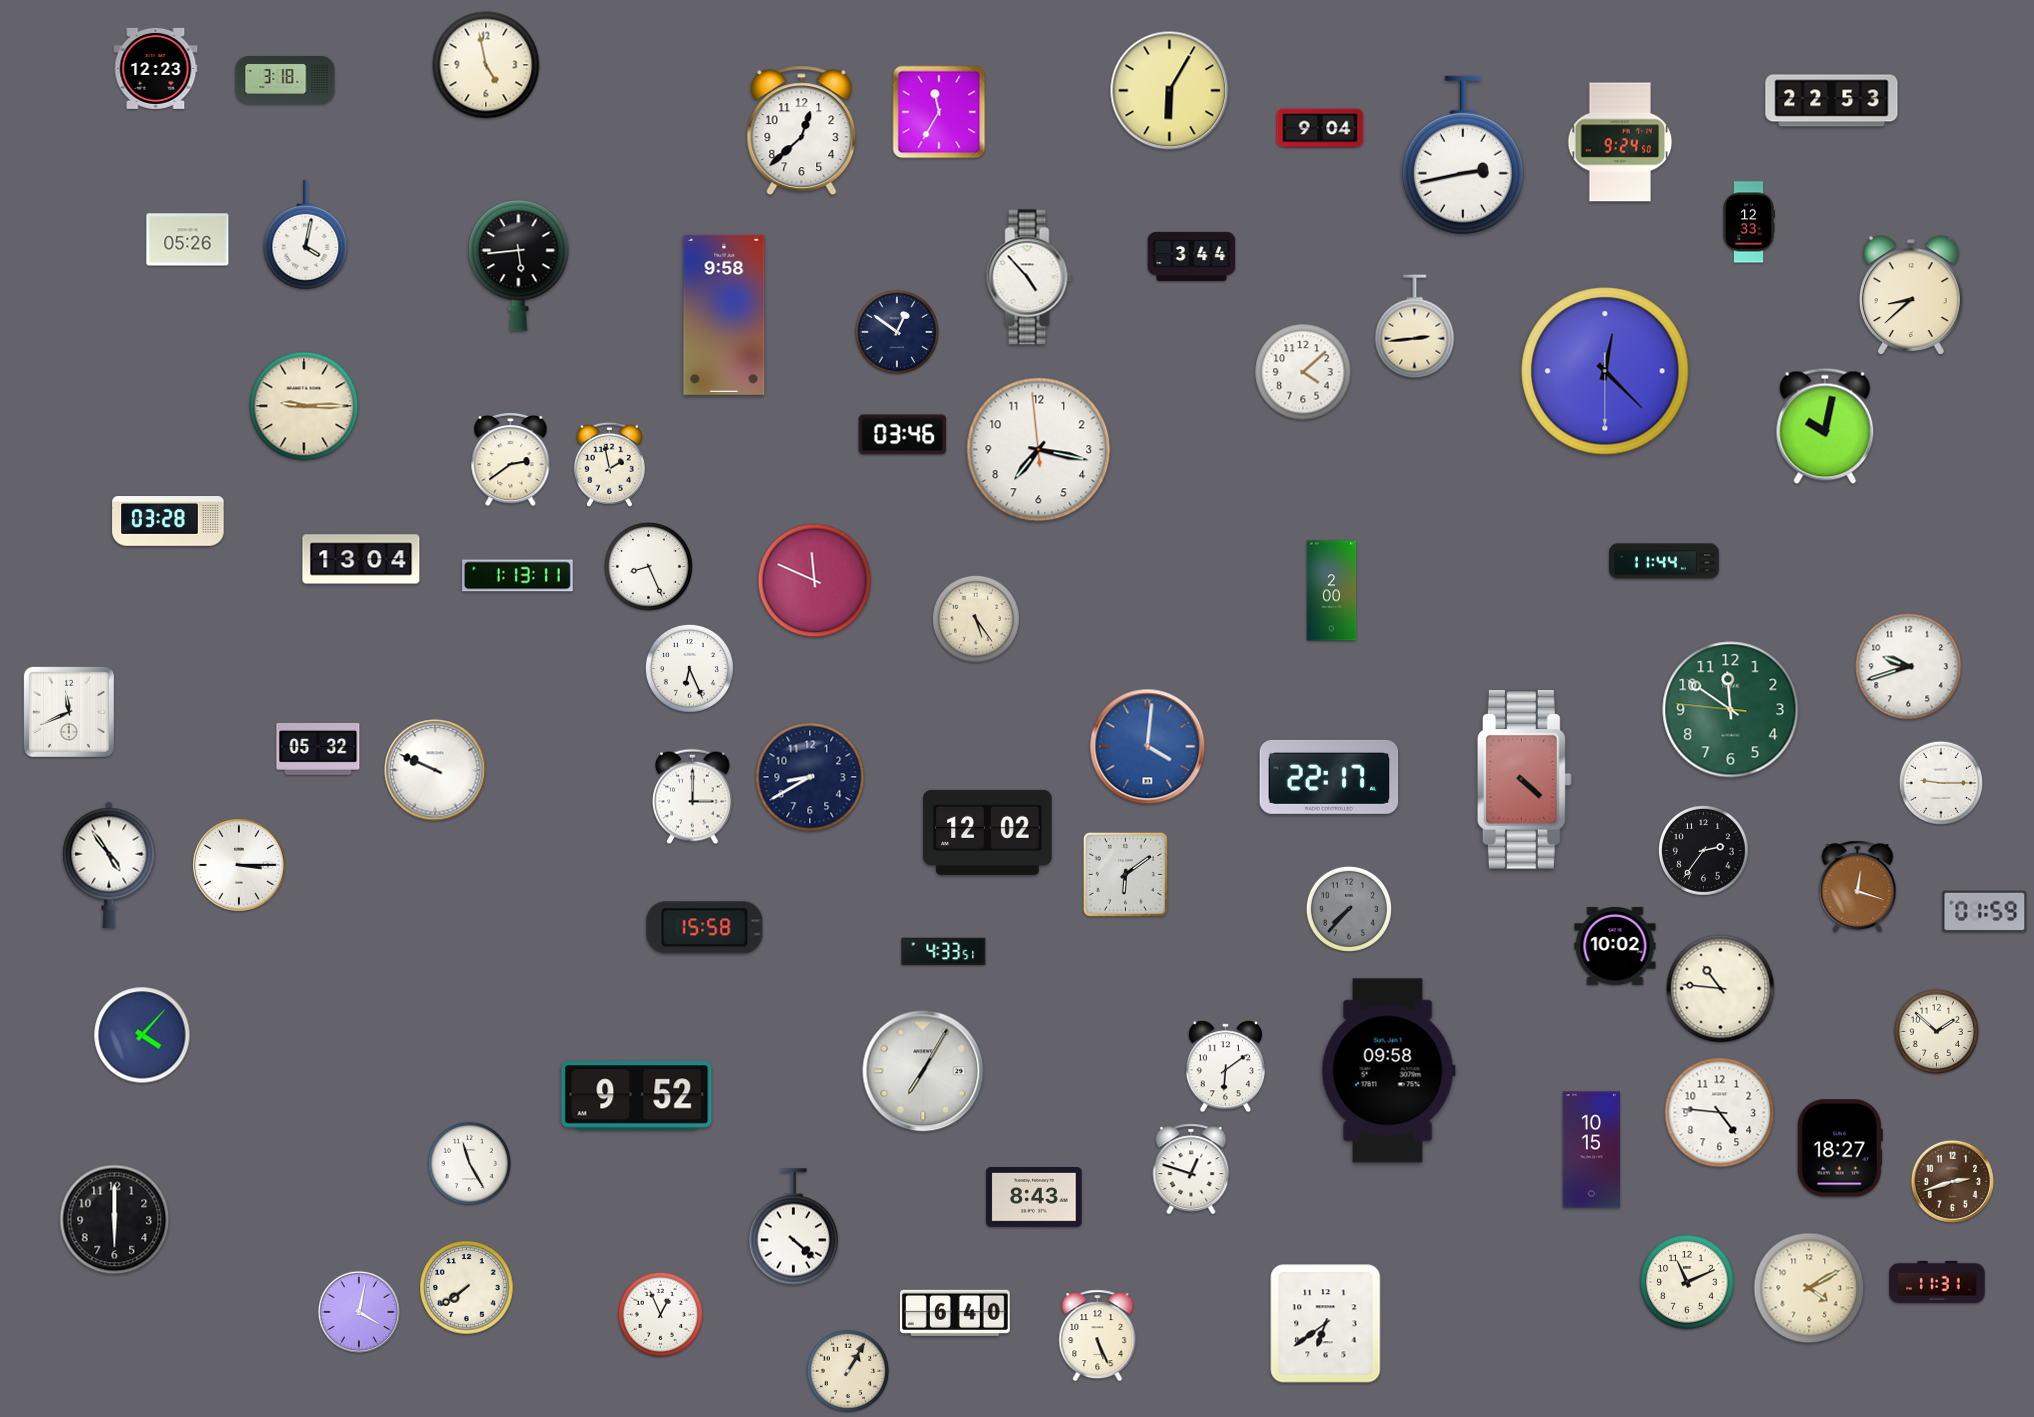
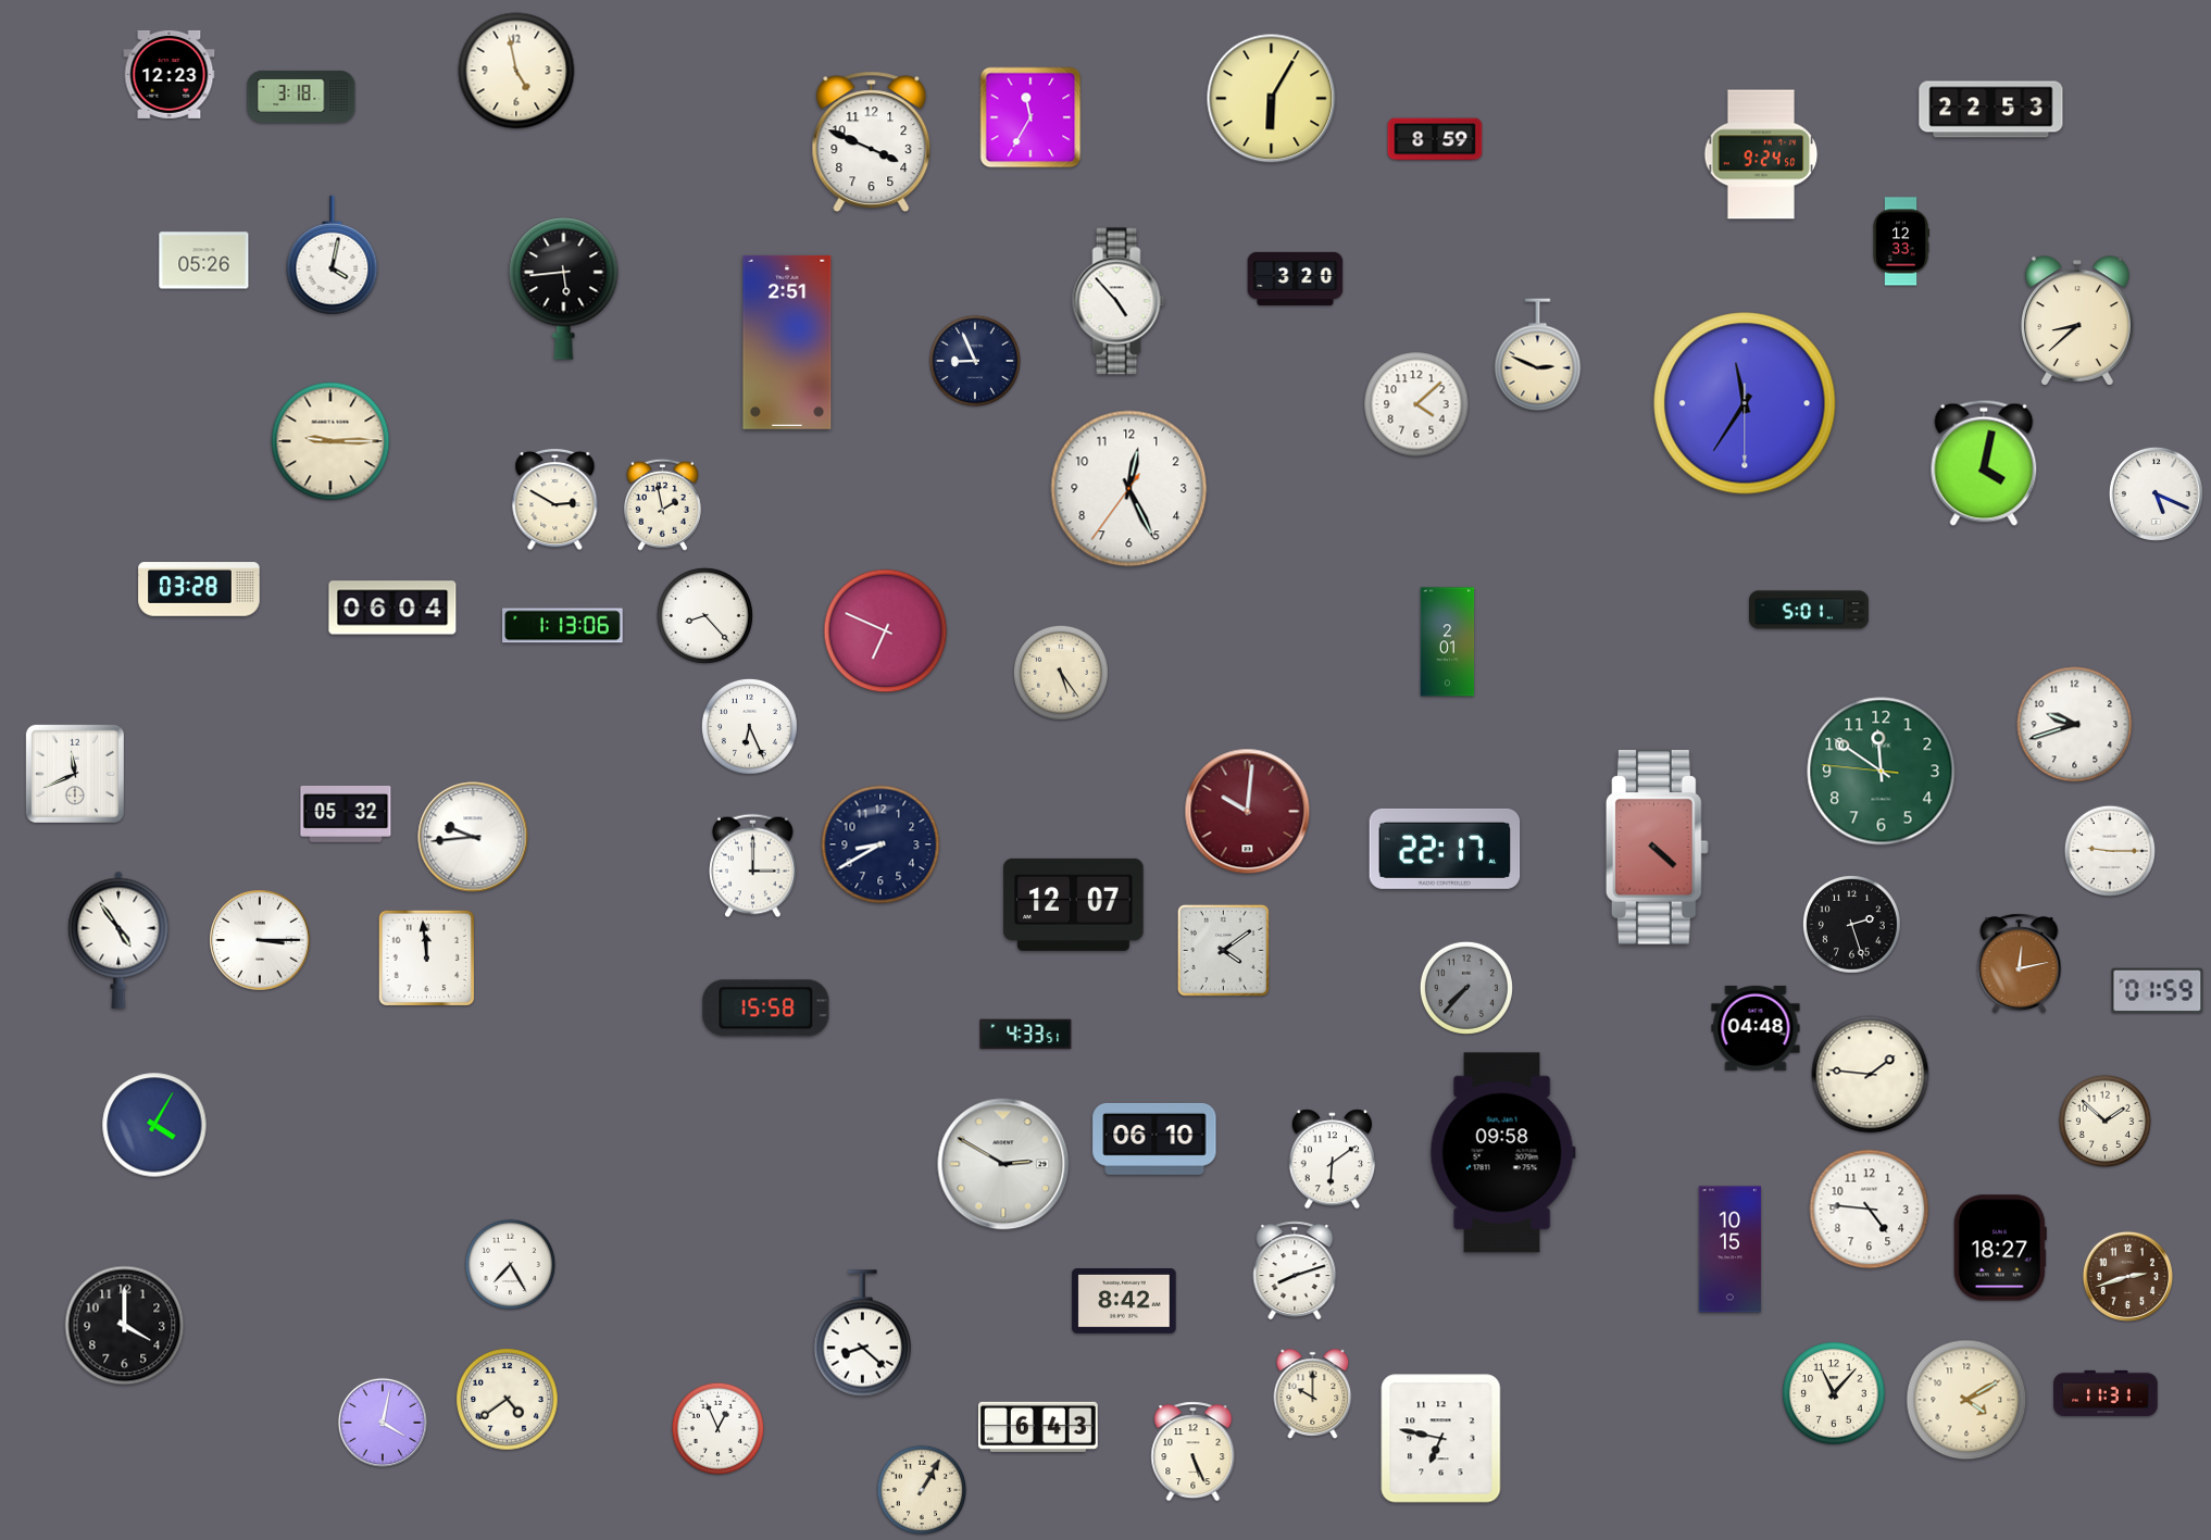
clock at (486, 65) position: (486, 65) -> (516, 71)
clock at (285, 80) position: (285, 80) -> (301, 97)
clock at (939, 112) position: (939, 112) -> (1030, 117)
clock at (1320, 128): 9:04 -> 8:59
clock at (802, 131): 12:38 -> 3:49
clock at (1463, 155): 2:43 -> none
clock at (1192, 256): 3:44 -> 3:20
clock at (724, 315): 9:58 -> 2:51
clock at (1415, 327): 2:44 -> 2:49
clock at (897, 332): 12:51 -> 8:56
clock at (1605, 371): 12:22 -> 11:35
clock at (1825, 426): 10:02 -> 4:02
clock at (903, 435): 03:46 -> none
clock at (1039, 450): 7:16 -> 12:25
clock at (2156, 493): none -> 5:19
clock at (511, 459): 2:39 -> 2:50
clock at (168, 521) position: (168, 521) -> (199, 589)
clock at (361, 559): 13:04 -> 06:04
clock at (1665, 561): 11:44 -> 5:01
clock at (648, 566): 8:26 -> 8:23
clock at (518, 576): 1:13:11 -> 1:13:06
clock at (815, 581): 11:49 -> 6:49
clock at (1332, 591): 2:00 -> 2:01
clock at (1148, 747): 4:01 -> 10:01
clock at (1148, 747) dial: blue -> burgundy
clock at (435, 770): 9:49 -> 9:44
clock at (1329, 777) position: (1329, 777) -> (1445, 849)
clock at (988, 832): 12:02 -> 12:07
clock at (1703, 850): 2:36 -> 2:27
clock at (1125, 874): 6:09 -> 4:09
clock at (426, 957): none -> 11:59
clock at (1858, 887): 12:18 -> 12:13
clock at (1615, 946): 10:02 -> 04:48
clock at (1721, 989): 10:46 -> 1:46
clock at (142, 1035): 4:07 -> 4:05
clock at (1154, 1139): none -> 06:10
clock at (923, 1071): 7:05 -> 2:50
clock at (1388, 1071) position: (1388, 1071) -> (1502, 1153)
clock at (637, 1096): 9:52 -> none
clock at (470, 1164): 11:25 -> 7:25
clock at (1191, 1169): 12:48 -> 8:12
clock at (1952, 1181) position: (1952, 1181) -> (2127, 1276)
clock at (1034, 1198): 8:43 -> 8:42
clock at (115, 1220): 6:00 -> 4:00
clock at (793, 1227): 4:22 -> 8:22
clock at (1687, 1282): 11:11 -> 11:07
clock at (1313, 1394): none -> 10:00
clock at (467, 1288): 7:39 -> 4:39
clock at (359, 1312) position: (359, 1312) -> (383, 1423)
clock at (955, 1313): 6:40 -> 6:43
clock at (1326, 1324): 6:39 -> 6:47
